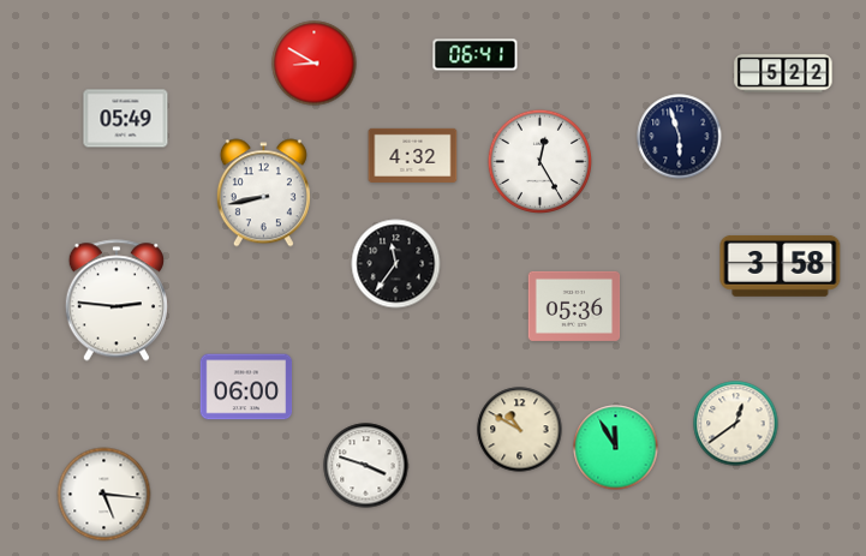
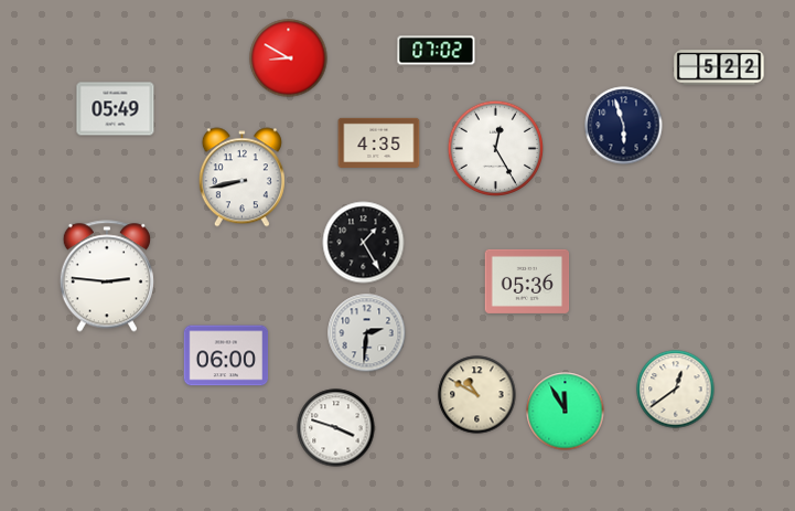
clock at (476, 55): 06:41 -> 07:02
clock at (413, 155): 4:32 -> 4:35
clock at (396, 264): 11:36 -> 1:25
clock at (781, 265): 3:58 -> none
clock at (367, 333): none -> 2:31
clock at (104, 495): 5:16 -> none
